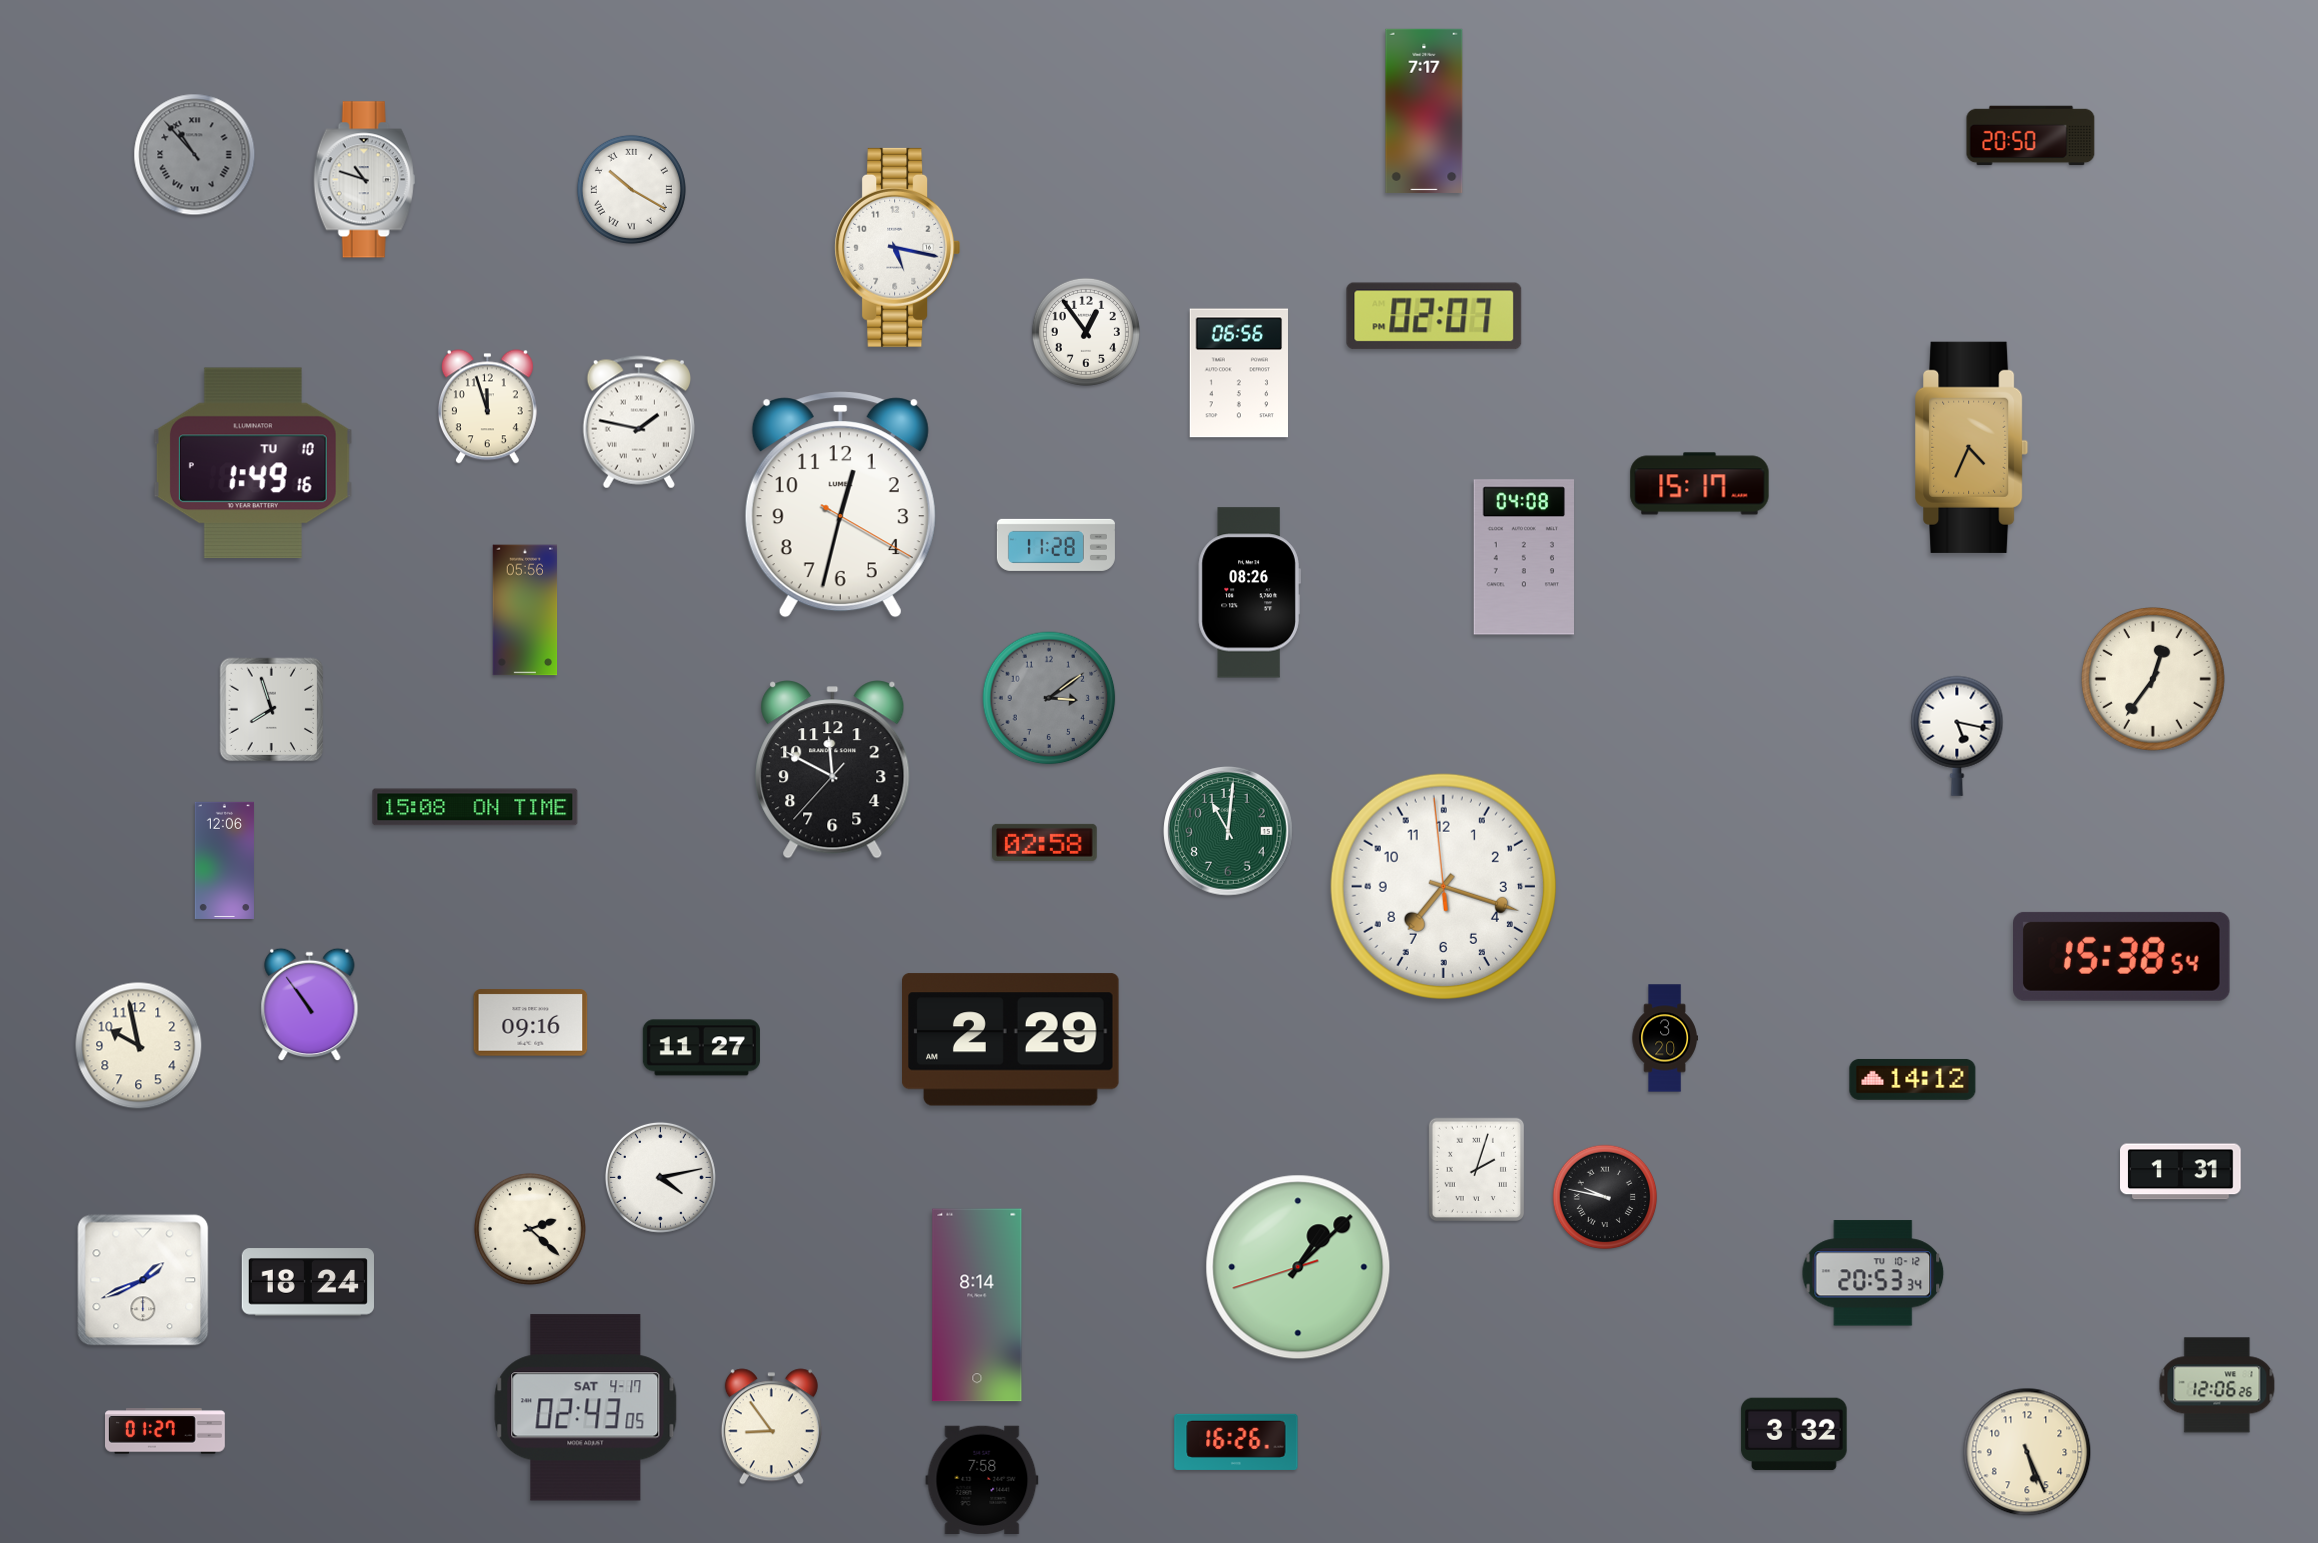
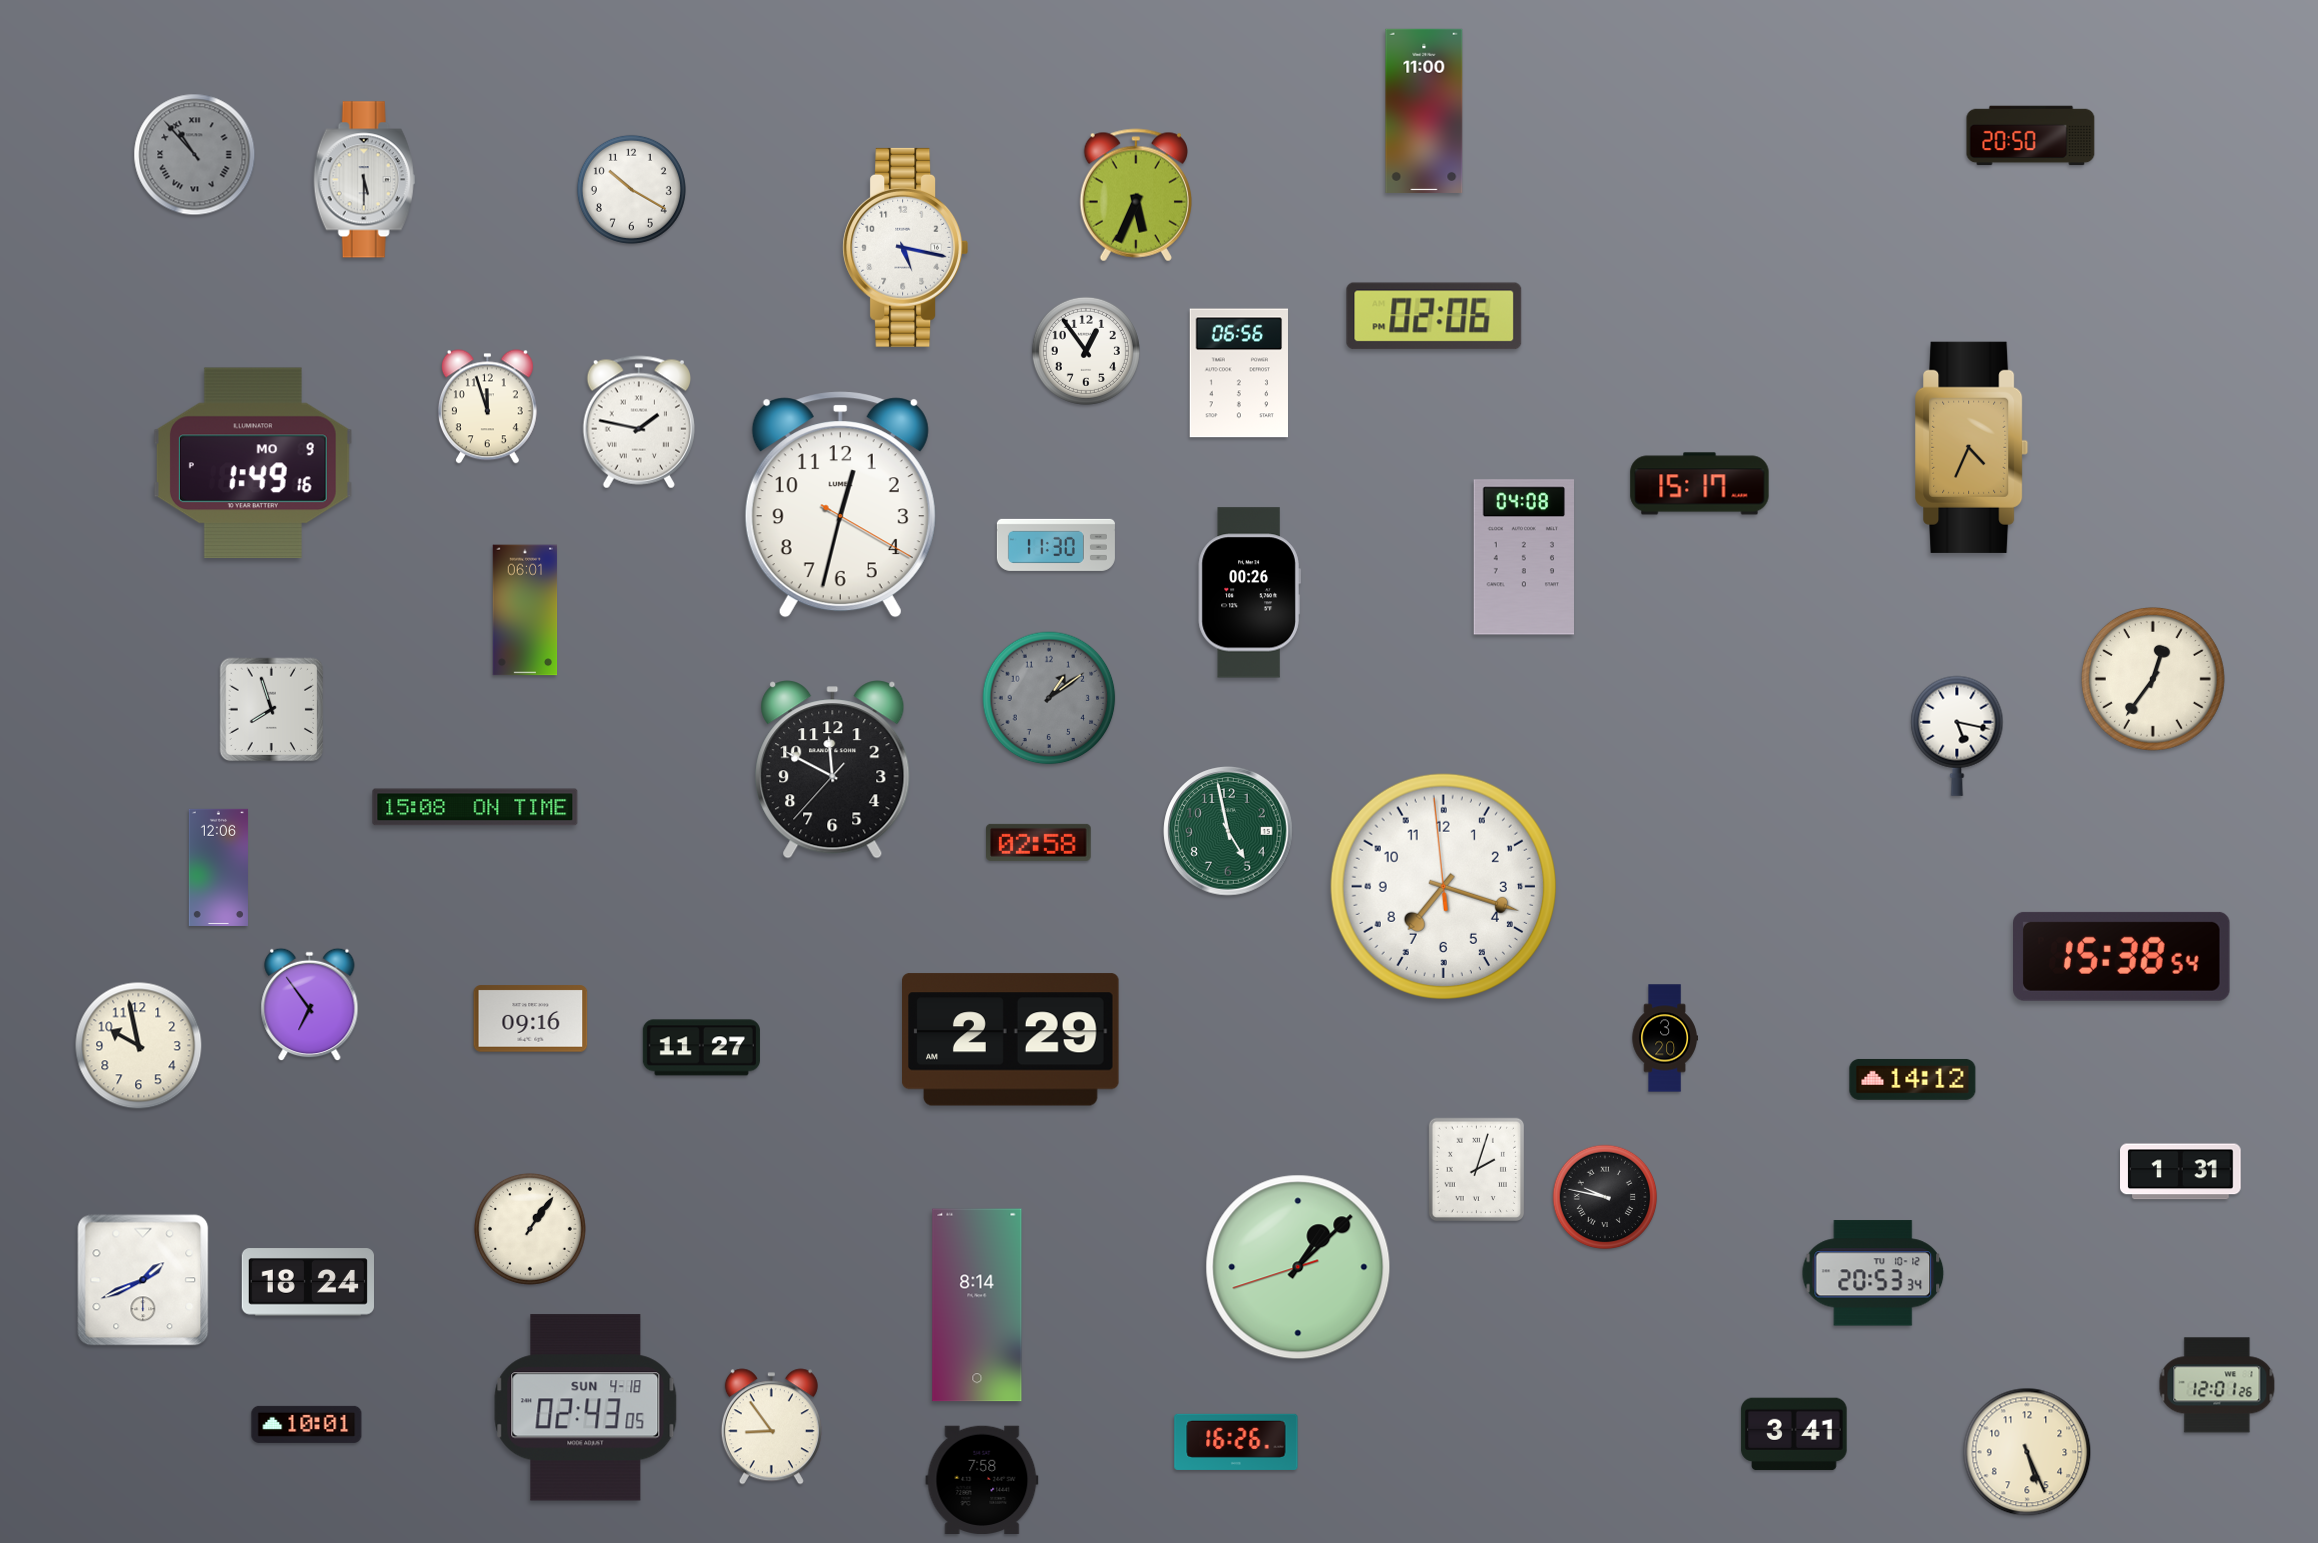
clock at (1424, 111): 7:17 -> 11:00
clock at (365, 180): 10:48 -> 5:30
clock at (631, 189) numerals: Roman -> Arabic
clock at (1136, 195): none -> 5:34
clock at (898, 247) position: (898, 247) -> (906, 247)
clock at (1434, 316): 02:07 -> 02:06
clock at (1086, 332) position: (1086, 332) -> (1086, 351)
clock at (253, 462) date: TU 10 -> MO 9
clock at (1056, 545): 11:28 -> 11:30
clock at (1249, 593): 08:26 -> 00:26
clock at (525, 610): 05:56 -> 06:01
clock at (1049, 698): 3:09 -> 1:09
clock at (1228, 831): 11:01 -> 4:58
clock at (1045, 842) position: (1045, 842) -> (1039, 842)
clock at (224, 860) position: (224, 860) -> (218, 867)
clock at (310, 1005): 10:54 -> 6:54
clock at (531, 1023) position: (531, 1023) -> (531, 1019)
clock at (660, 1177): 4:13 -> none
clock at (530, 1229): 2:22 -> 1:06
clock at (2217, 1385): 12:06 -> 12:01
clock at (586, 1408) date: SAT 4-17 -> SUN 4-18
clock at (307, 1424): none -> 10:01
clock at (166, 1431): 01:27 -> none
clock at (1794, 1434): 3:32 -> 3:41
